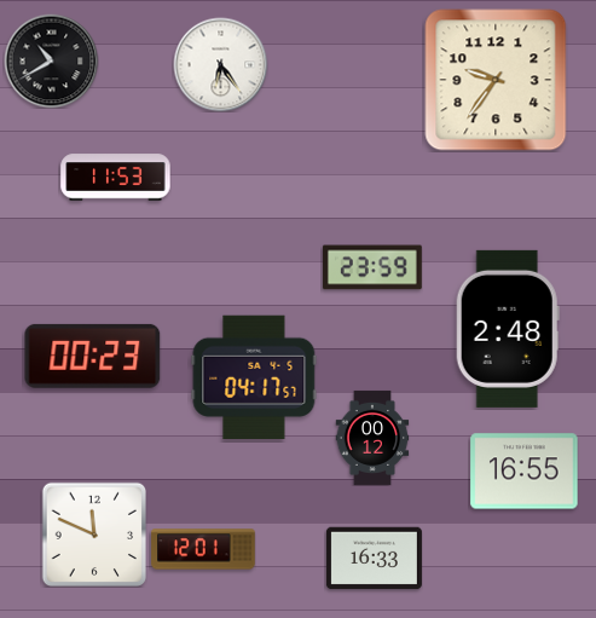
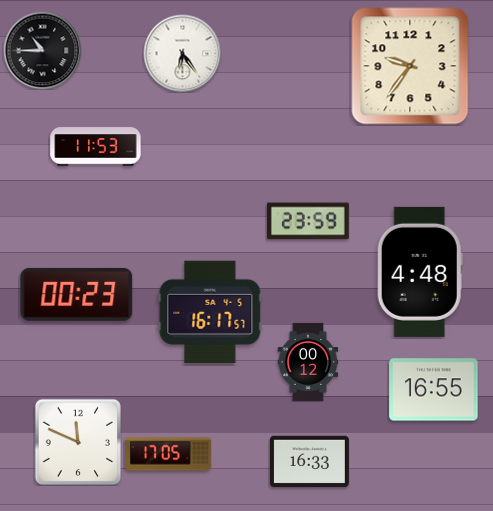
clock at (51, 60): 10:40 -> 10:45
clock at (508, 329): 2:48 -> 4:48
clock at (254, 376): 04:17 -> 16:17
clock at (203, 549): 12:01 -> 17:05
